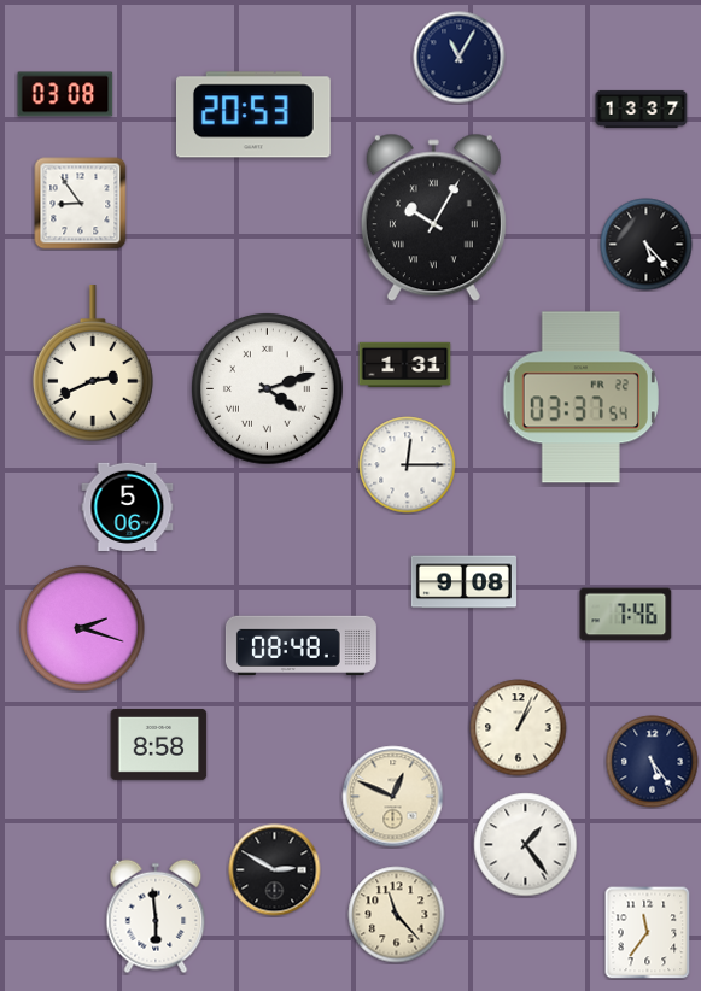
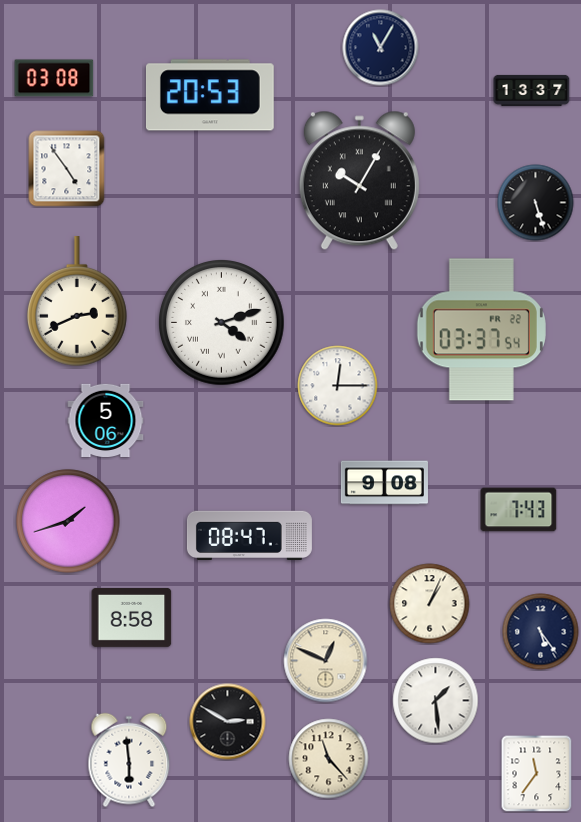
clock at (81, 204): 8:54 -> 4:54
clock at (647, 245): 5:23 -> 5:27
clock at (405, 364): 1:31 -> none
clock at (626, 615): 7:46 -> 7:43
clock at (82, 628): 2:18 -> 1:42
clock at (300, 645): 08:48 -> 08:47
clock at (526, 845): 1:24 -> 1:29
